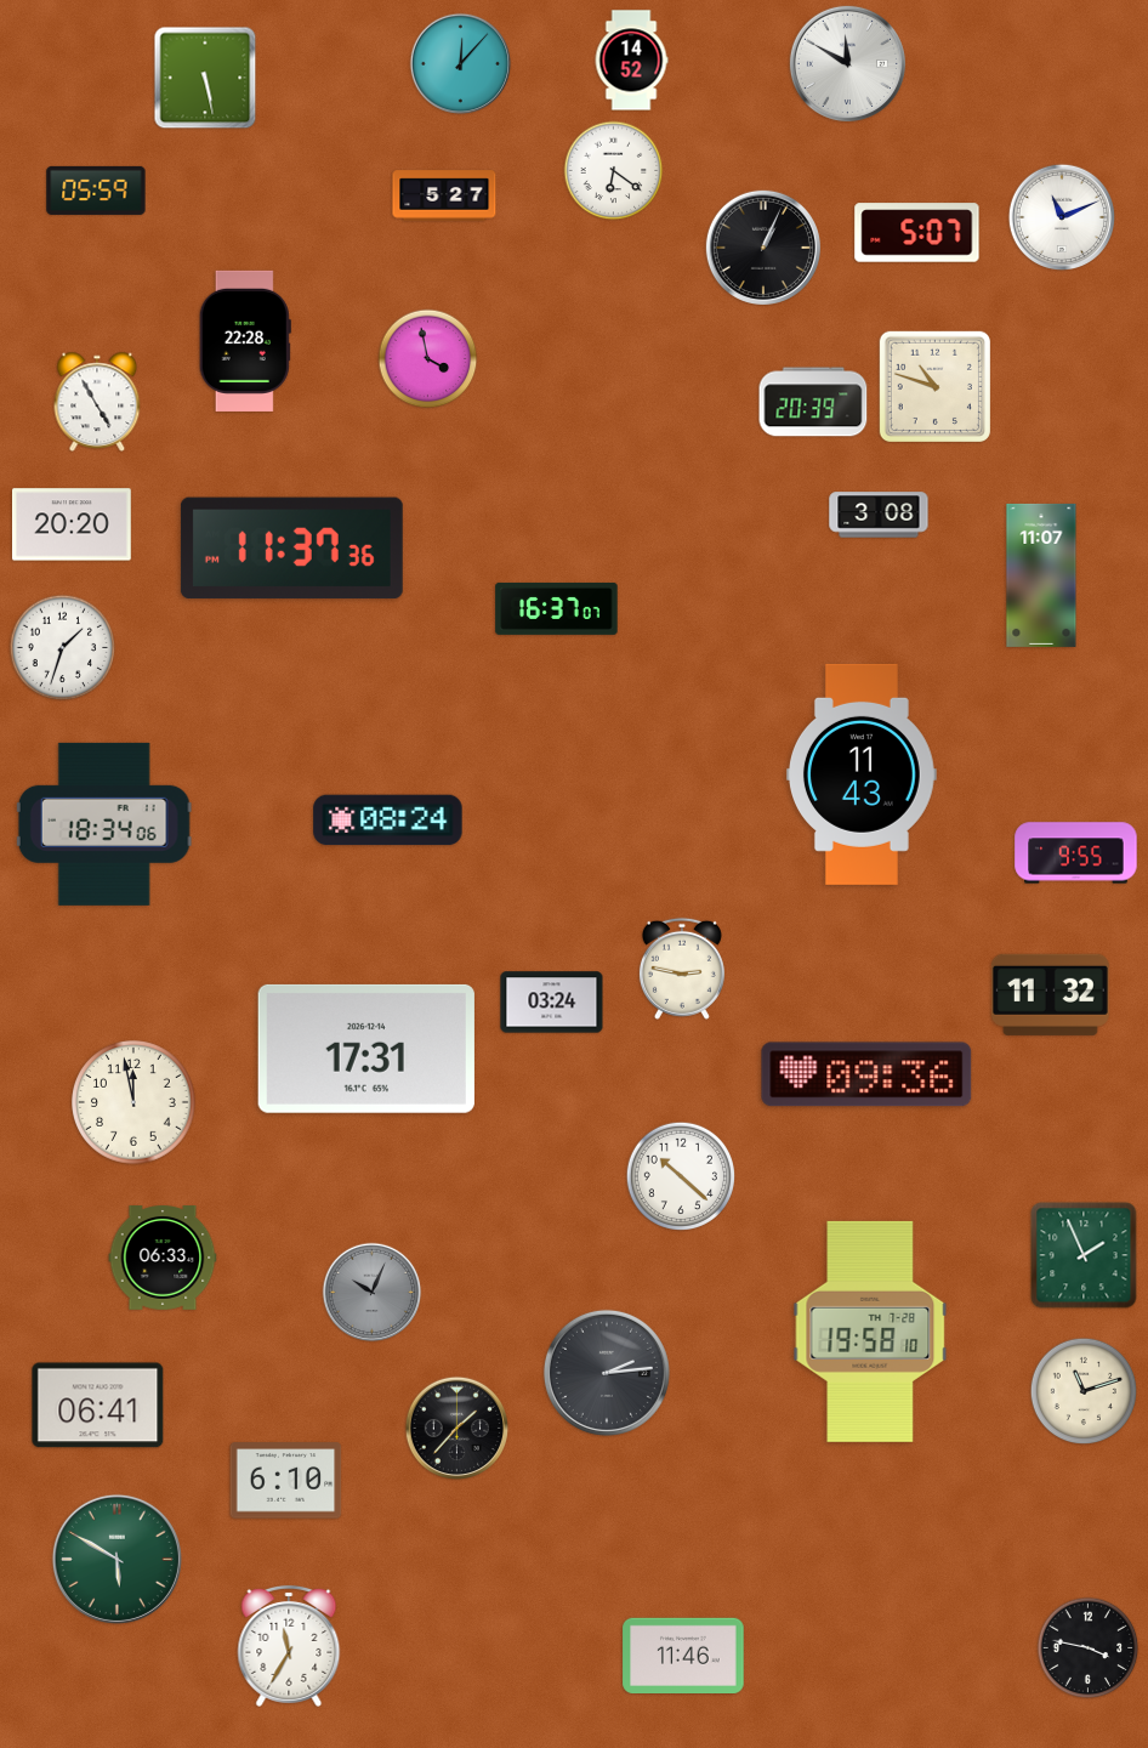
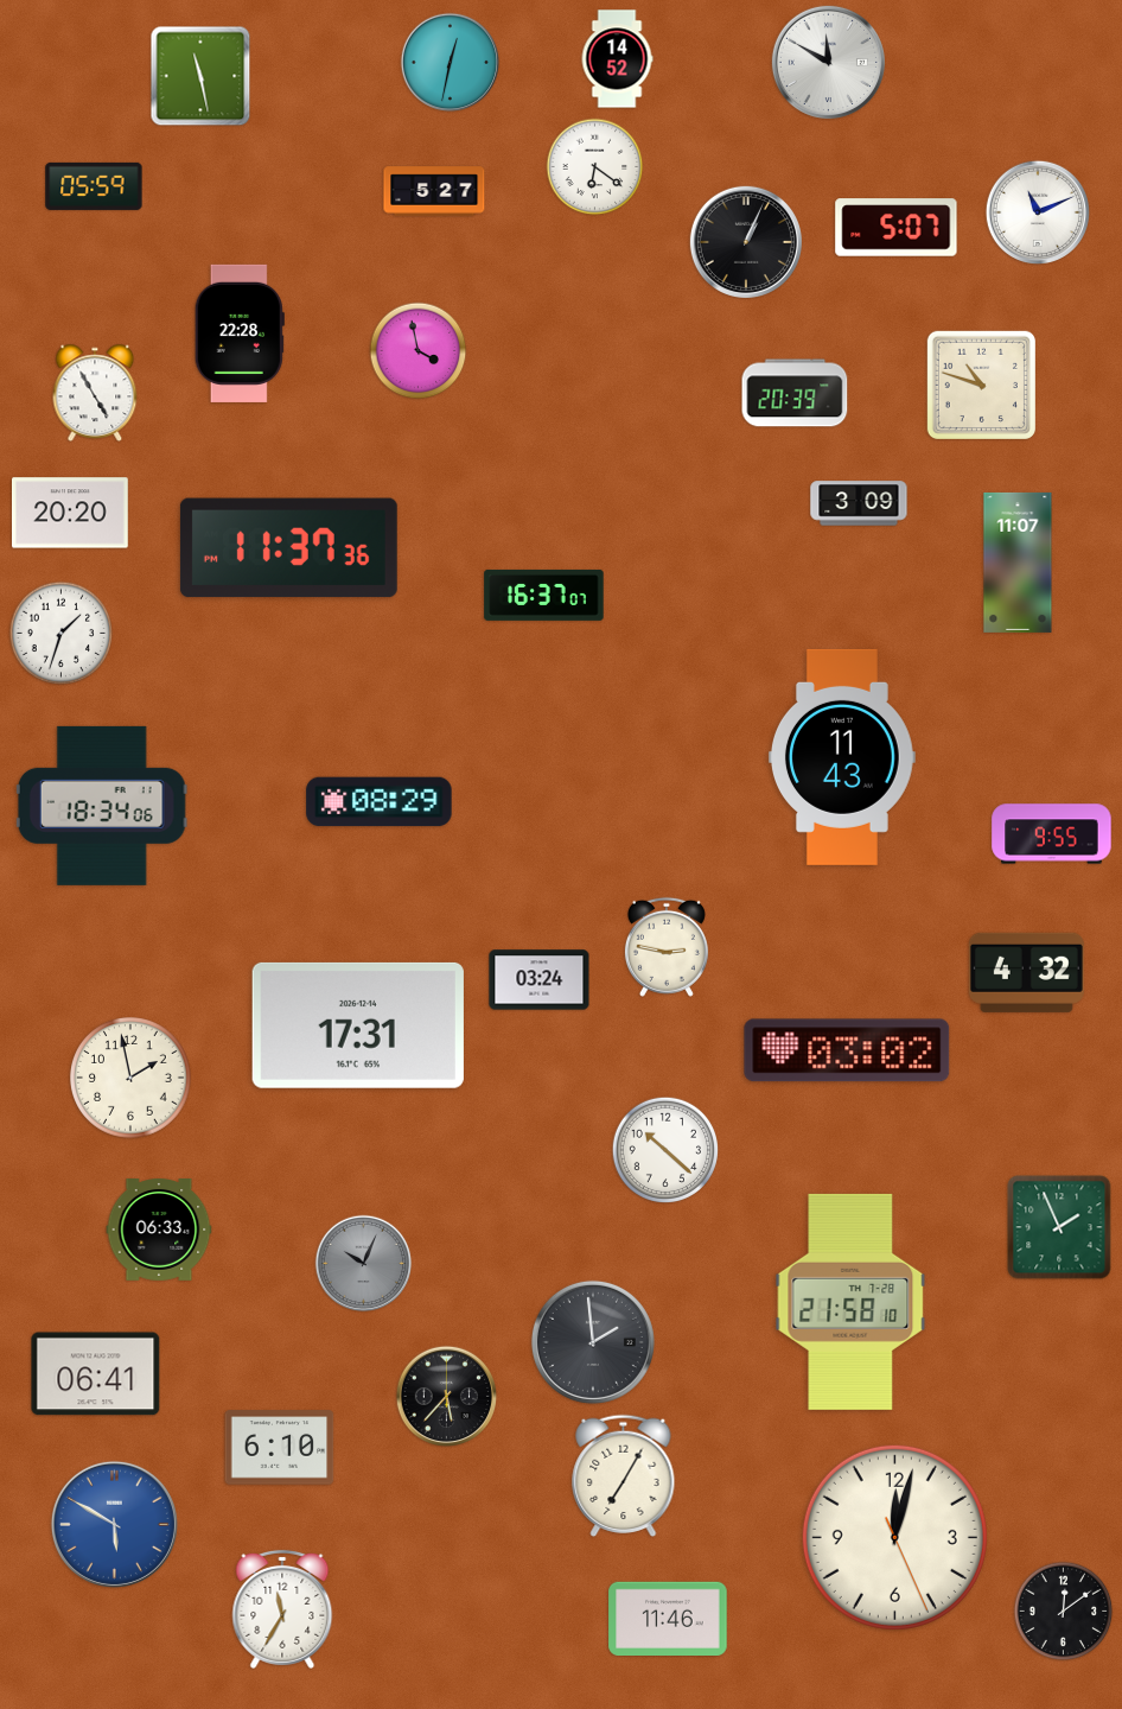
clock at (461, 64): 12:07 -> 12:32
clock at (205, 78): 5:28 -> 11:28
clock at (614, 171) position: (614, 171) -> (595, 167)
clock at (934, 386) position: (934, 386) -> (981, 385)
clock at (879, 515): 3:08 -> 3:09
clock at (291, 549) position: (291, 549) -> (288, 548)
clock at (388, 821): 08:24 -> 08:29
clock at (1050, 994): 11:32 -> 4:32
clock at (866, 1074): 09:36 -> 03:02
clock at (135, 1103): 11:58 -> 1:58
clock at (870, 1332): 19:58 -> 21:58
clock at (607, 1373): 2:14 -> 1:59
clock at (1084, 1391): 11:12 -> none
clock at (458, 1429): 1:37 -> 5:37
clock at (624, 1475): none -> 7:05
clock at (116, 1559) dial: green -> blue
clock at (894, 1537): none -> 12:02
clock at (1089, 1648): 3:47 -> 12:09
